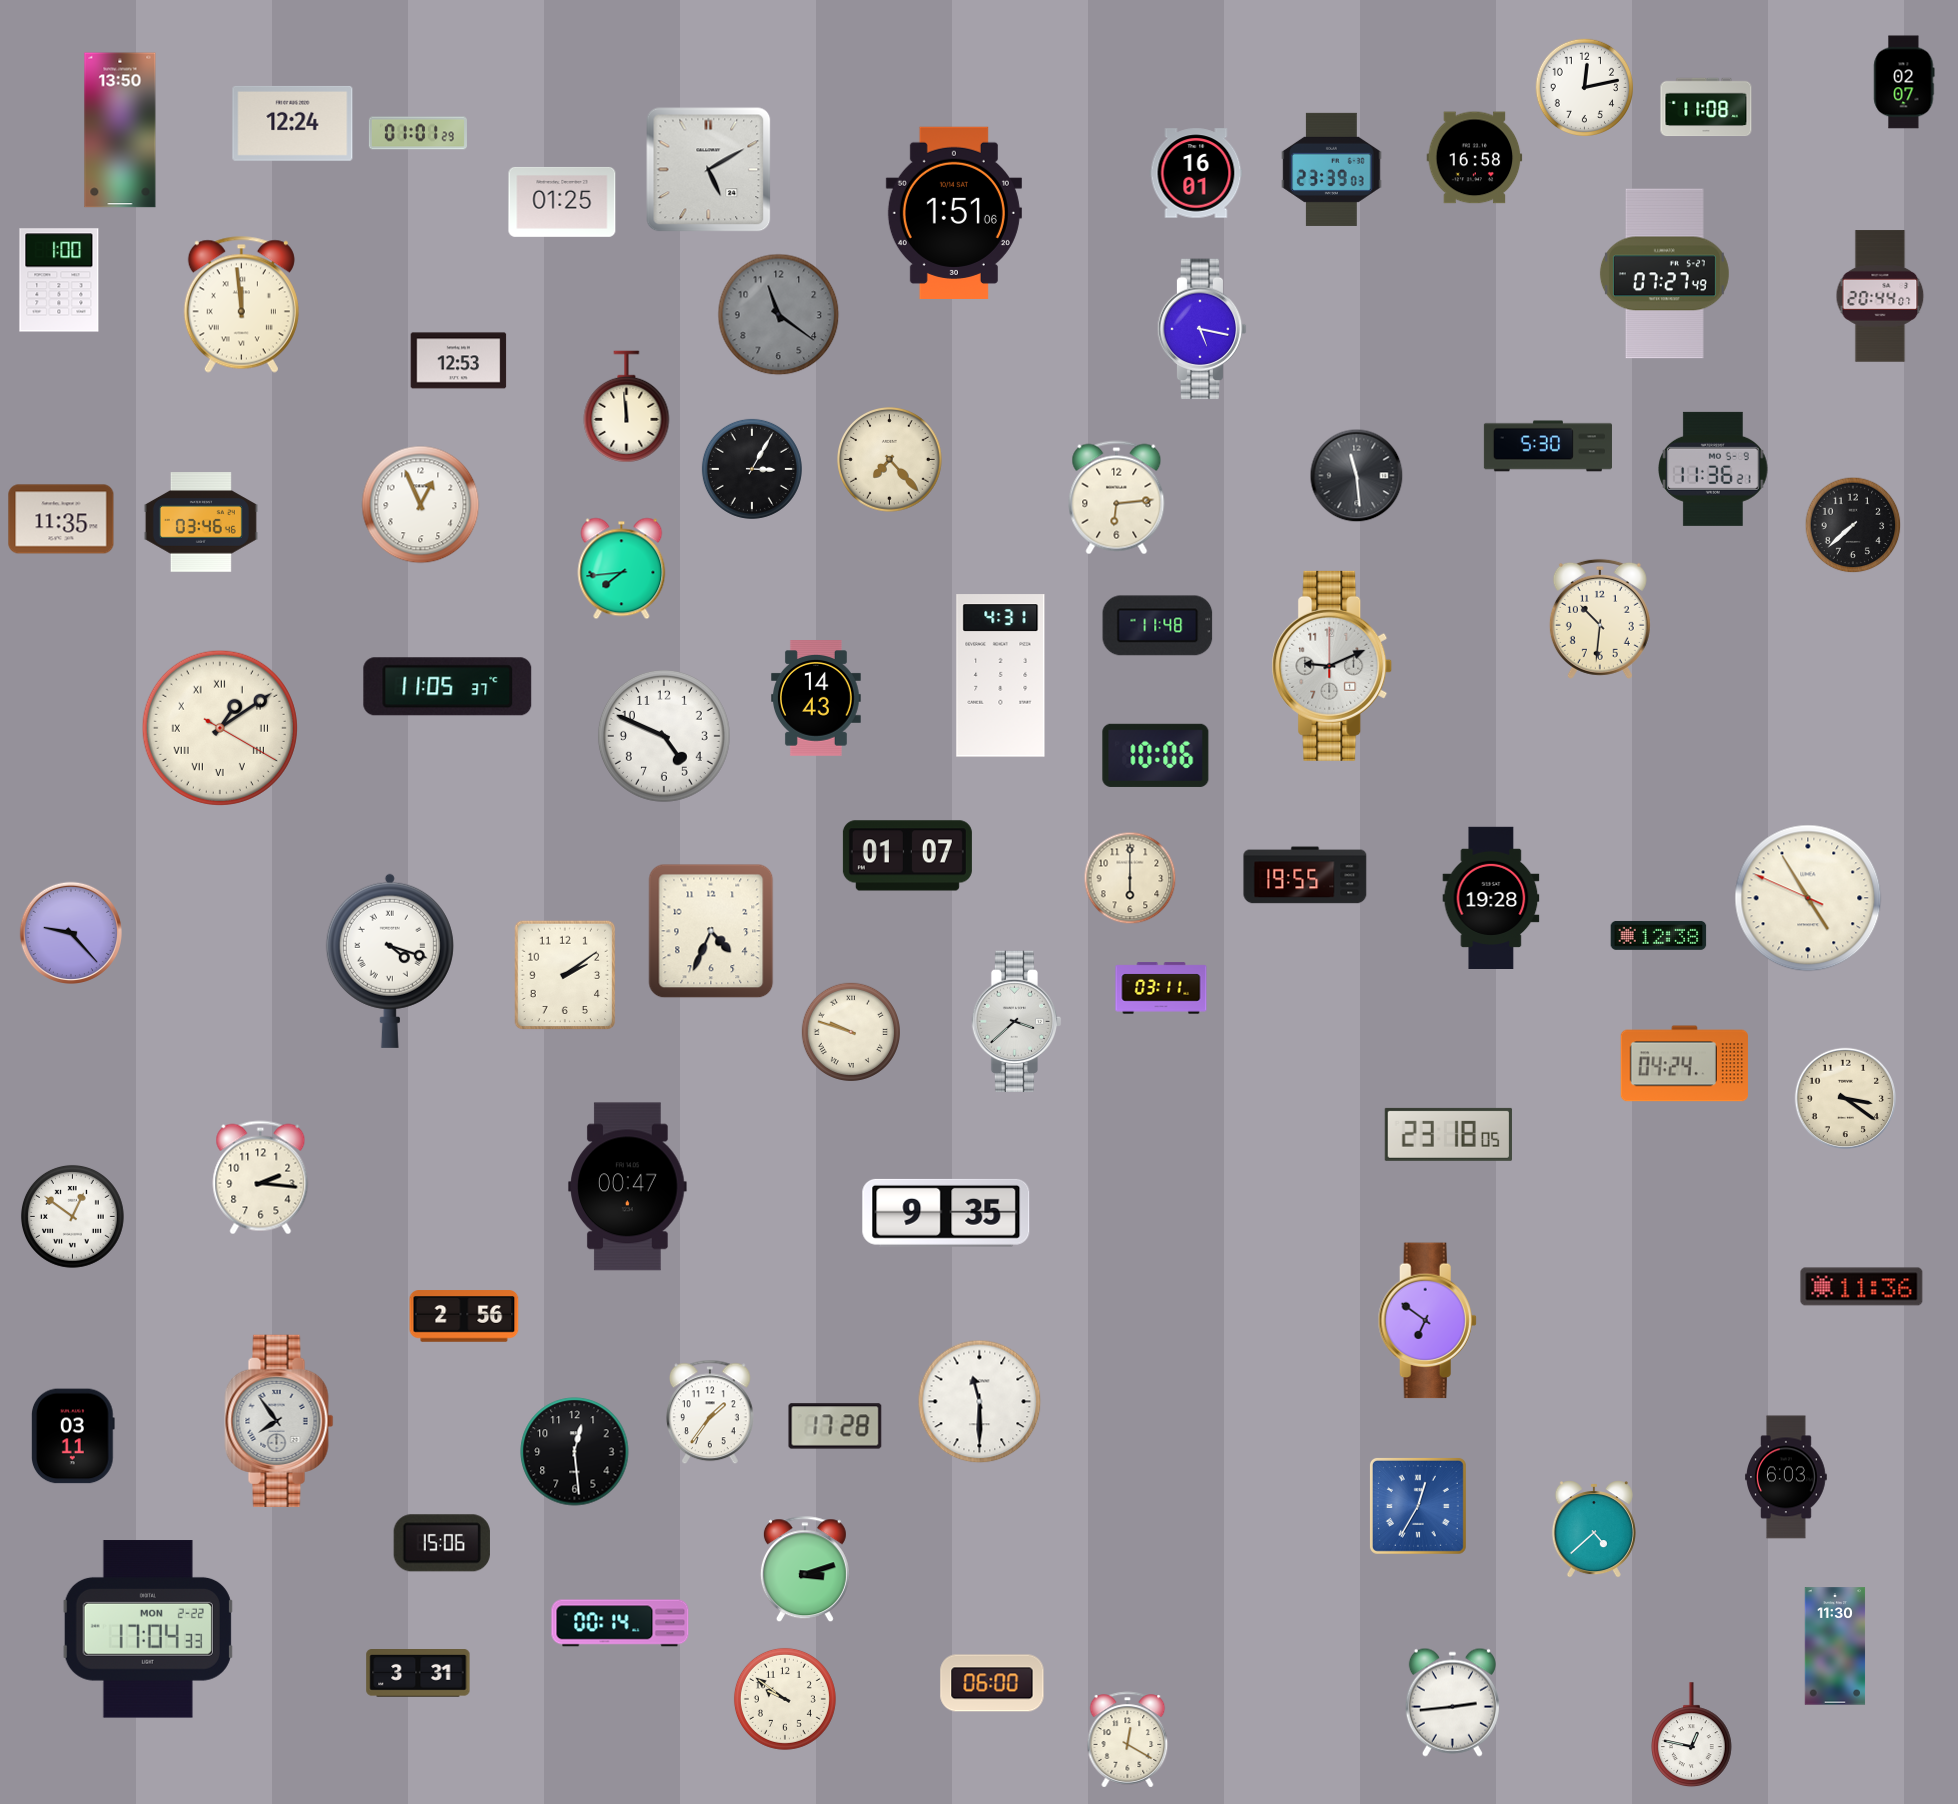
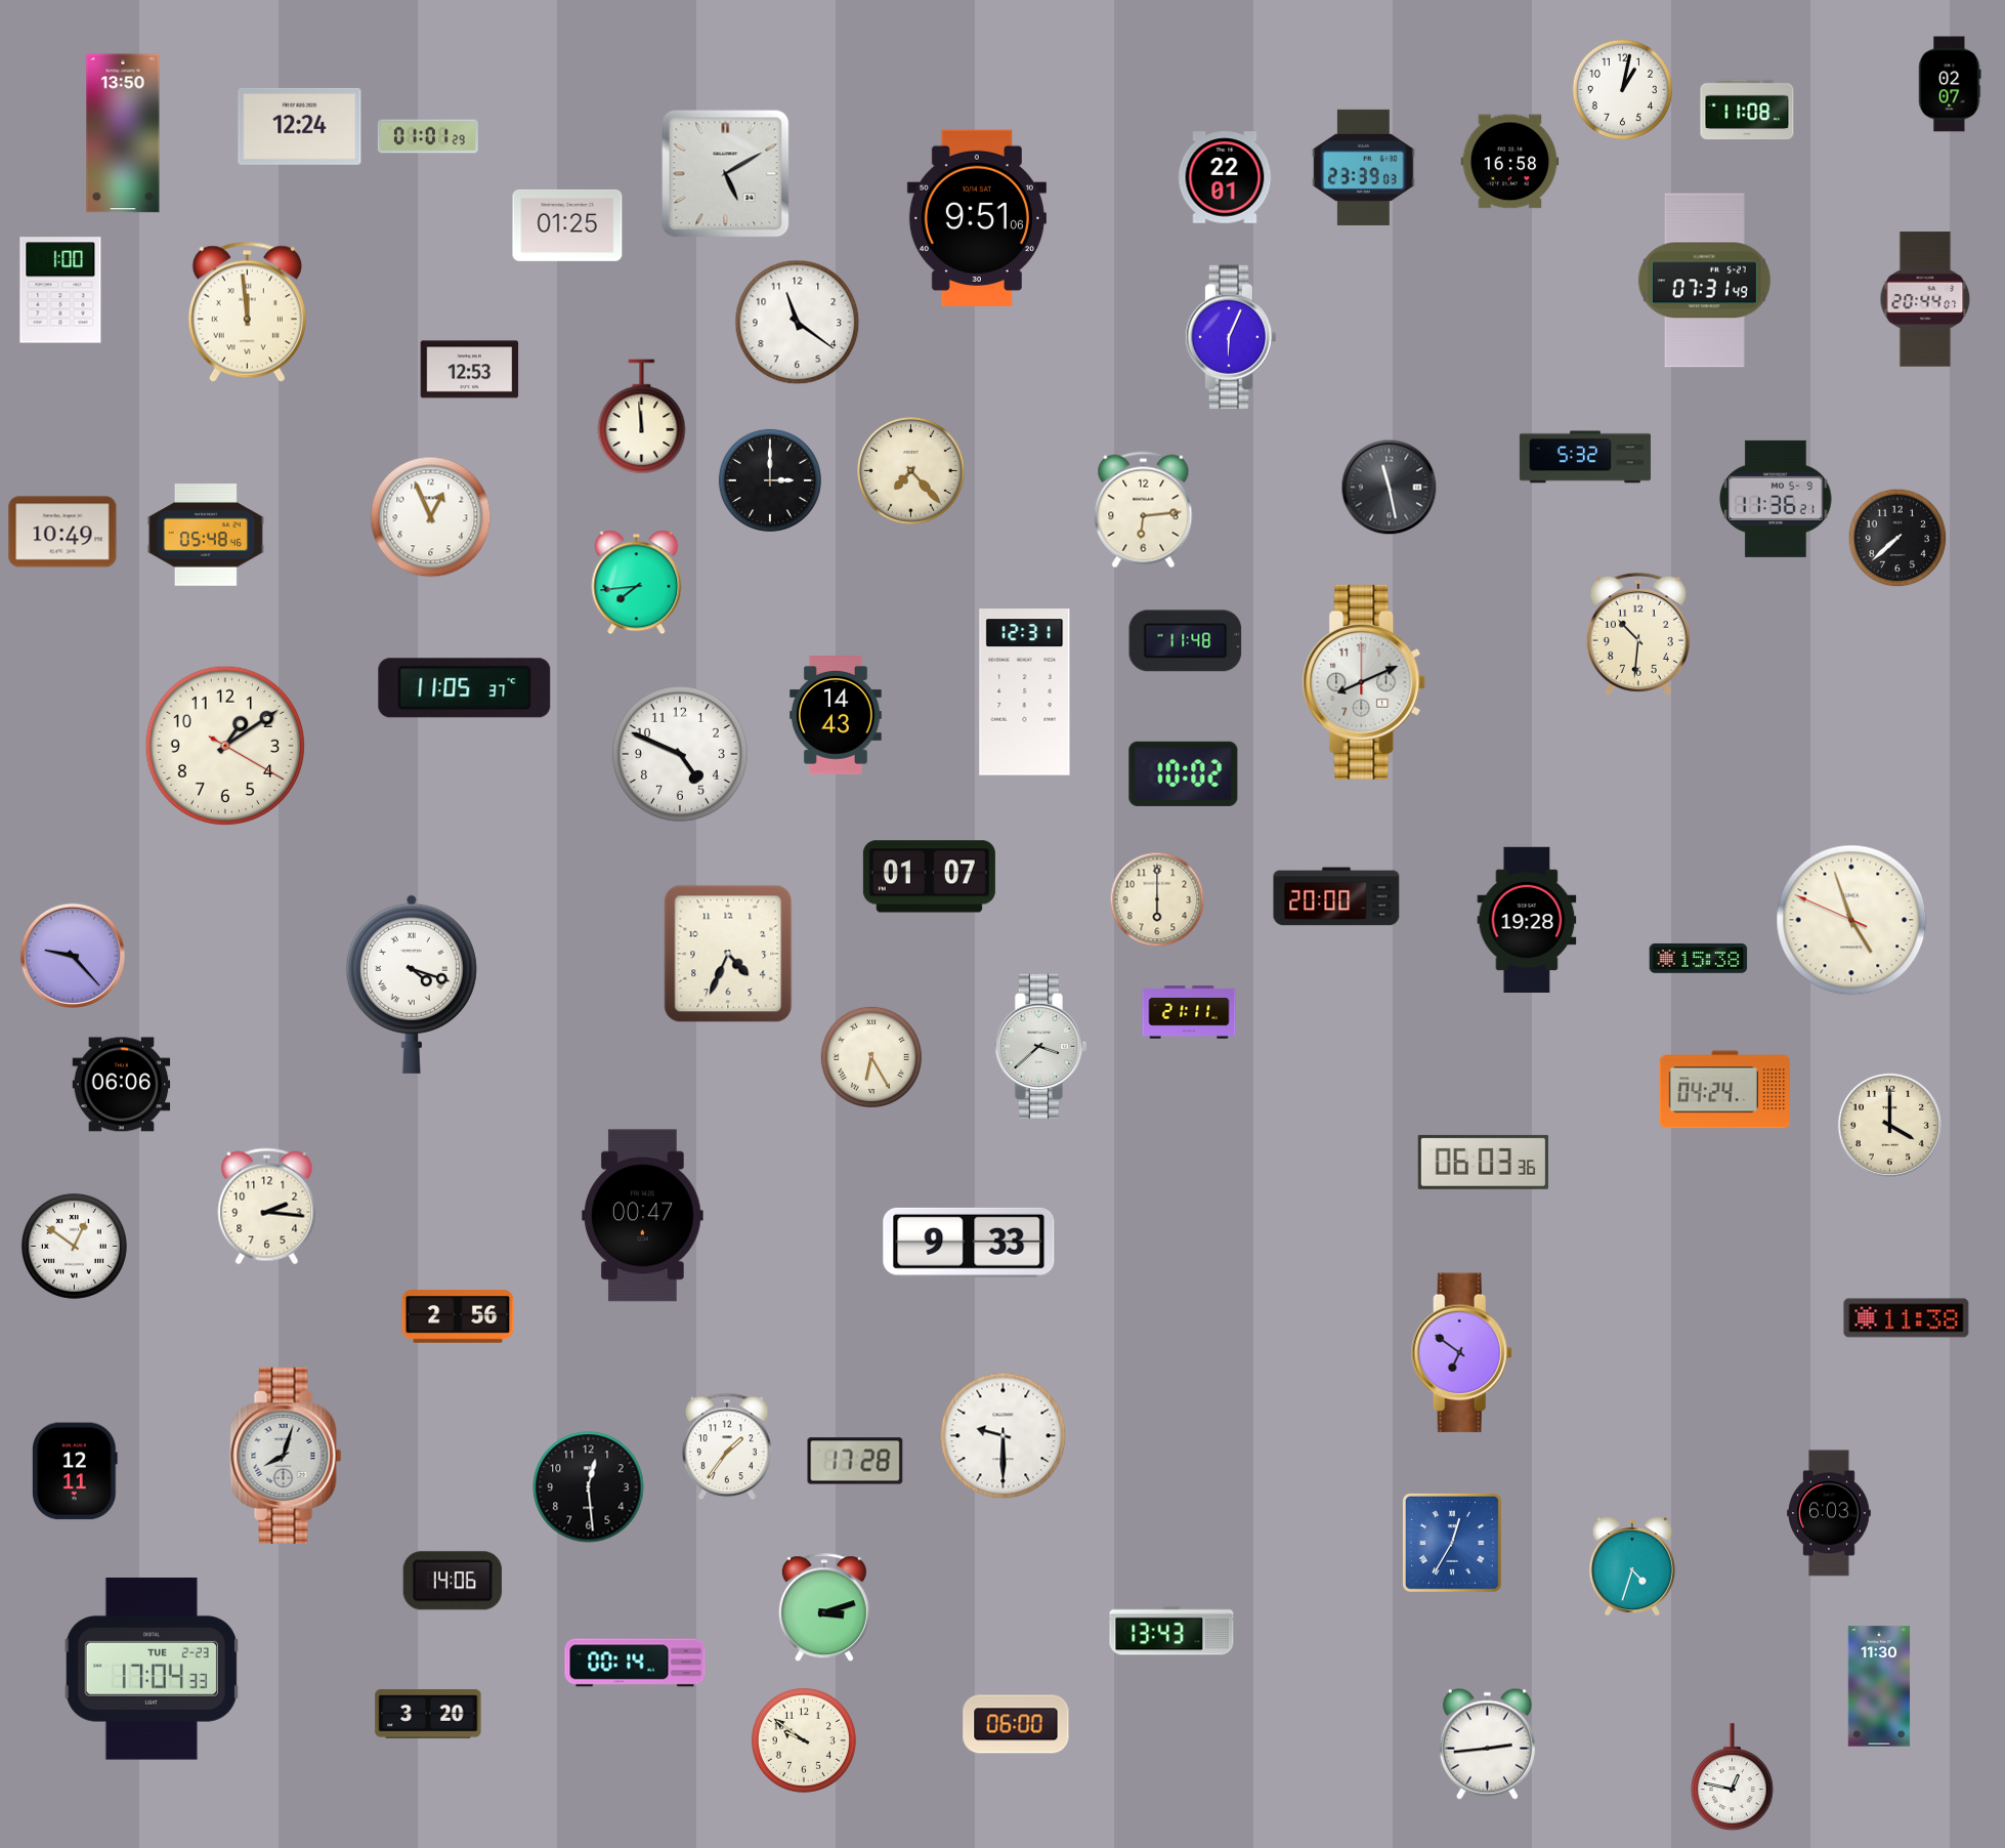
clock at (1584, 87): 12:13 -> 1:02
clock at (1332, 169) position: (1332, 169) -> (1364, 167)
clock at (1196, 173): 16:01 -> 22:01
clock at (562, 202) position: (562, 202) -> (567, 225)
clock at (954, 212): 1:51 -> 9:51
clock at (1664, 274): 07:27 -> 07:31
clock at (59, 280) position: (59, 280) -> (60, 290)
clock at (1880, 296) position: (1880, 296) -> (1925, 299)
clock at (779, 315) dial: grey -> white
clock at (1202, 329): 5:17 -> 6:04
clock at (1548, 446): 5:30 -> 5:32
clock at (752, 469): 3:05 -> 3:00
clock at (1714, 469) position: (1714, 469) -> (1777, 499)
clock at (1357, 476): 11:29 -> 11:28
clock at (61, 519): 11:35 -> 10:49
clock at (201, 522): 03:46 -> 05:48
clock at (1332, 666): 9:11 -> 8:11
clock at (1001, 676): 4:31 -> 12:31
clock at (448, 687) position: (448, 687) -> (465, 688)
clock at (220, 728) numerals: Roman -> Arabic
clock at (1156, 755): 10:06 -> 10:02
clock at (1305, 875): 19:55 -> 20:00
clock at (1808, 898): 4:54 -> 4:56
clock at (1659, 935): 12:38 -> 15:38
clock at (390, 961) position: (390, 961) -> (412, 984)
clock at (565, 975): 2:09 -> none
clock at (1161, 988): 03:11 -> 21:11
clock at (851, 1032): 9:48 -> 6:25
clock at (122, 1085): none -> 06:06
clock at (1845, 1098): 3:21 -> 4:00
clock at (1448, 1134): 23:18 -> 06:03
clock at (946, 1213): 9:35 -> 9:33
clock at (1862, 1287): 11:36 -> 11:38
clock at (464, 1316) position: (464, 1316) -> (458, 1316)
clock at (980, 1402): 11:30 -> 9:30
clock at (279, 1421): 7:54 -> 8:03
clock at (74, 1436): 03:11 -> 12:11
clock at (1594, 1529): 4:38 -> 4:33
clock at (442, 1543): 15:06 -> 14:06
clock at (1171, 1631): none -> 13:43
clock at (148, 1629) date: MON 2-22 -> TUE 2-23
clock at (418, 1674): 3:31 -> 3:20
clock at (1128, 1740): 12:20 -> none
